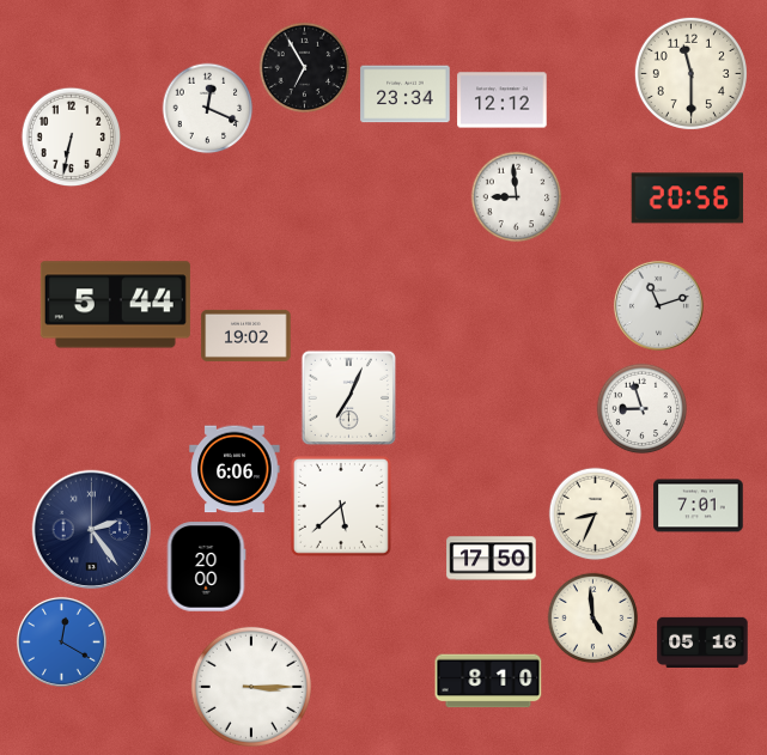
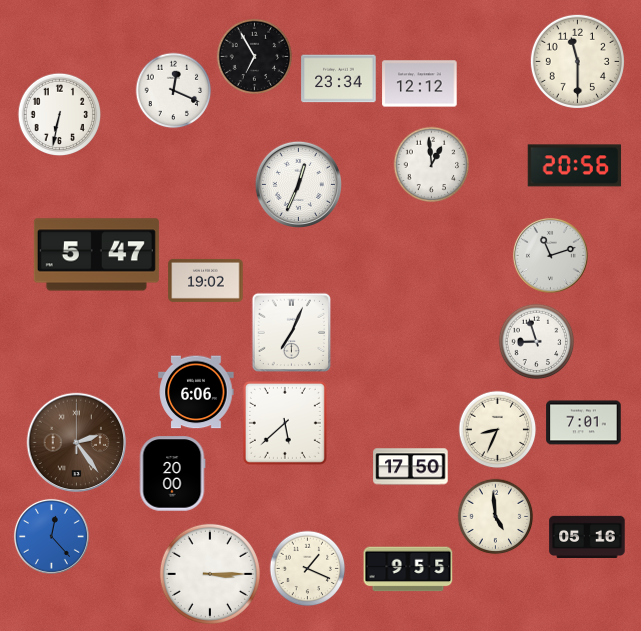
clock at (517, 197): 8:59 -> 12:59
clock at (298, 184): none -> 12:34
clock at (115, 305): 5:44 -> 5:47
clock at (92, 530) dial: navy -> brown
clock at (61, 641): 12:20 -> 12:23
clock at (308, 569): none -> 1:19
clock at (488, 681): 8:10 -> 9:55
